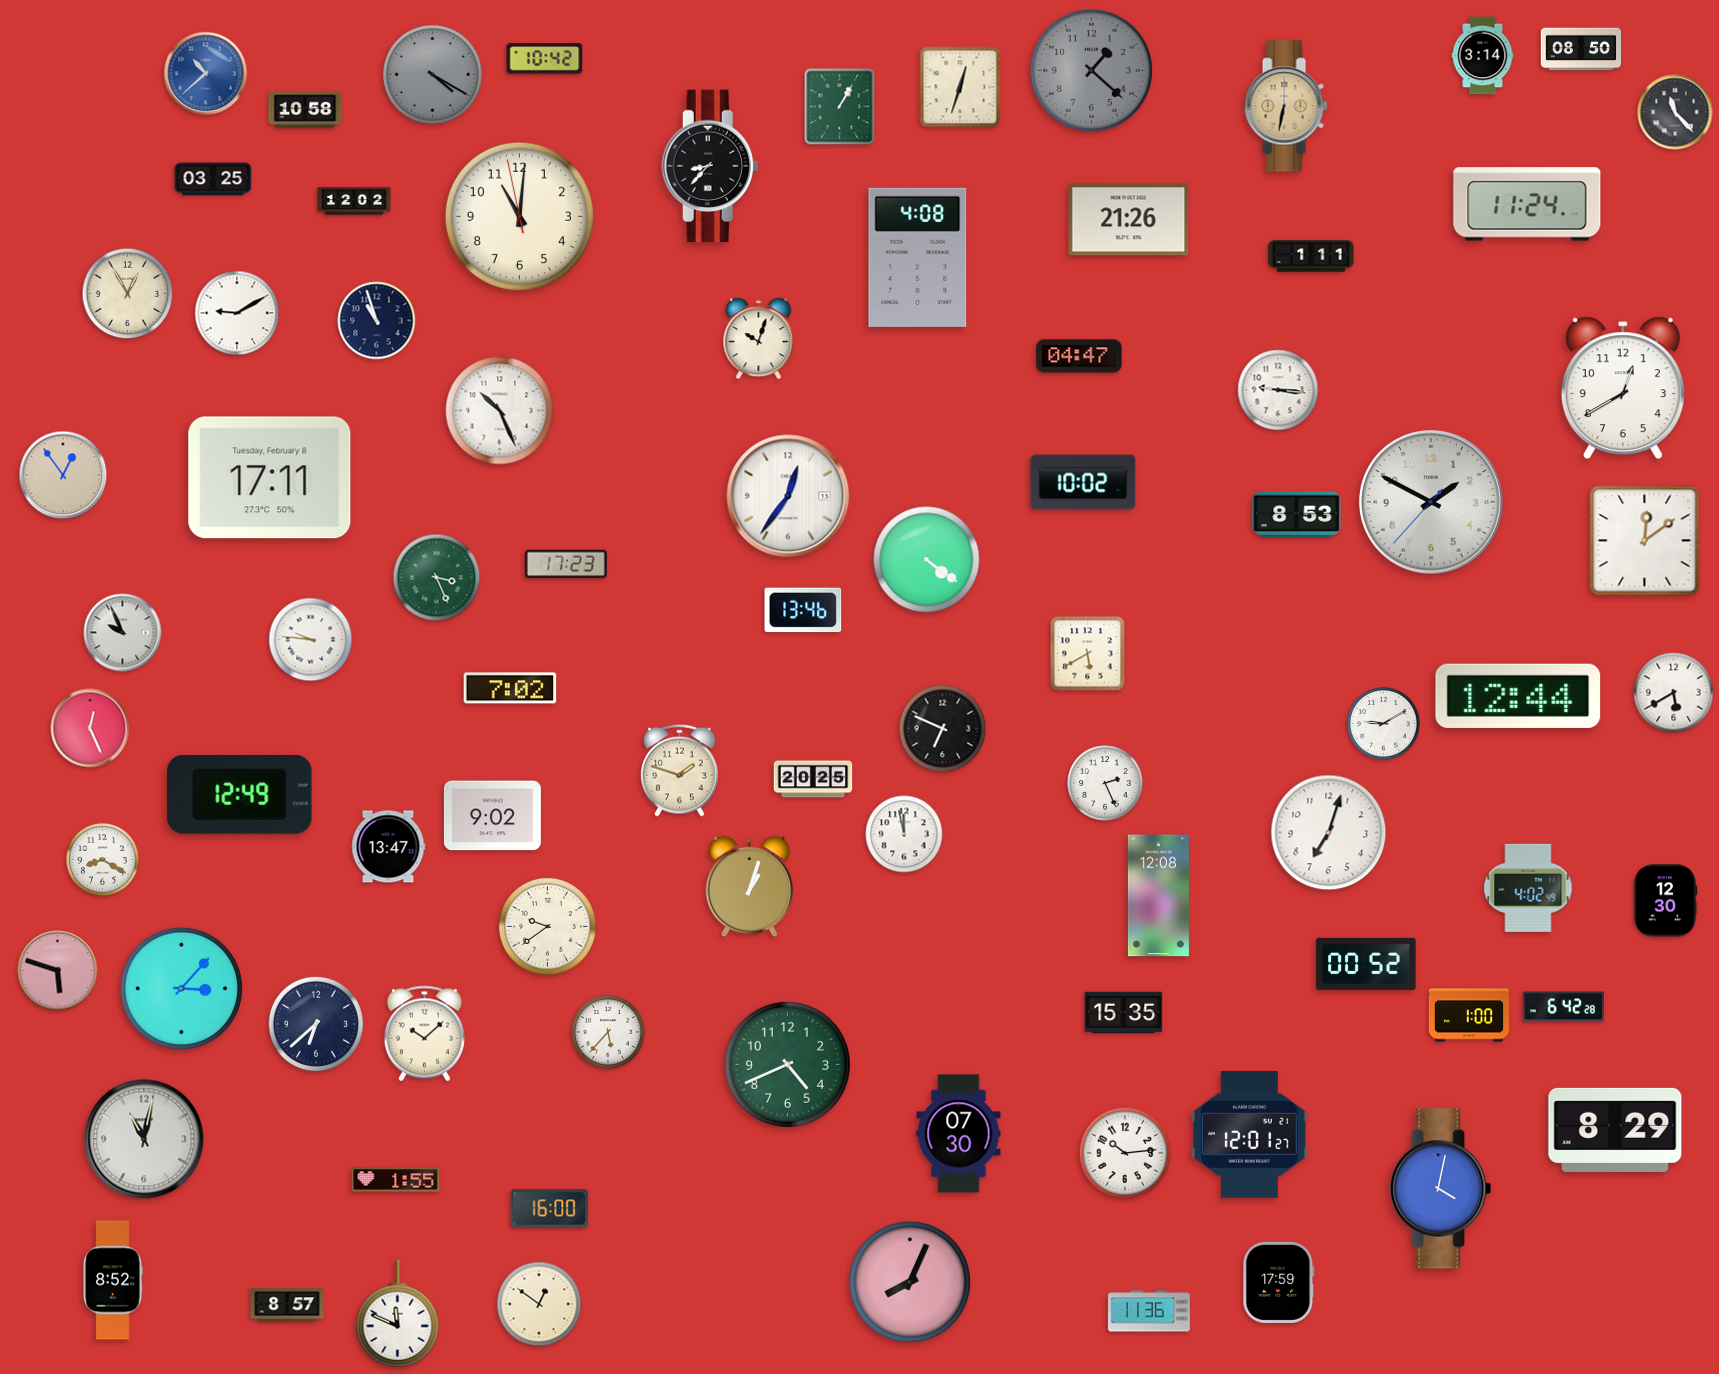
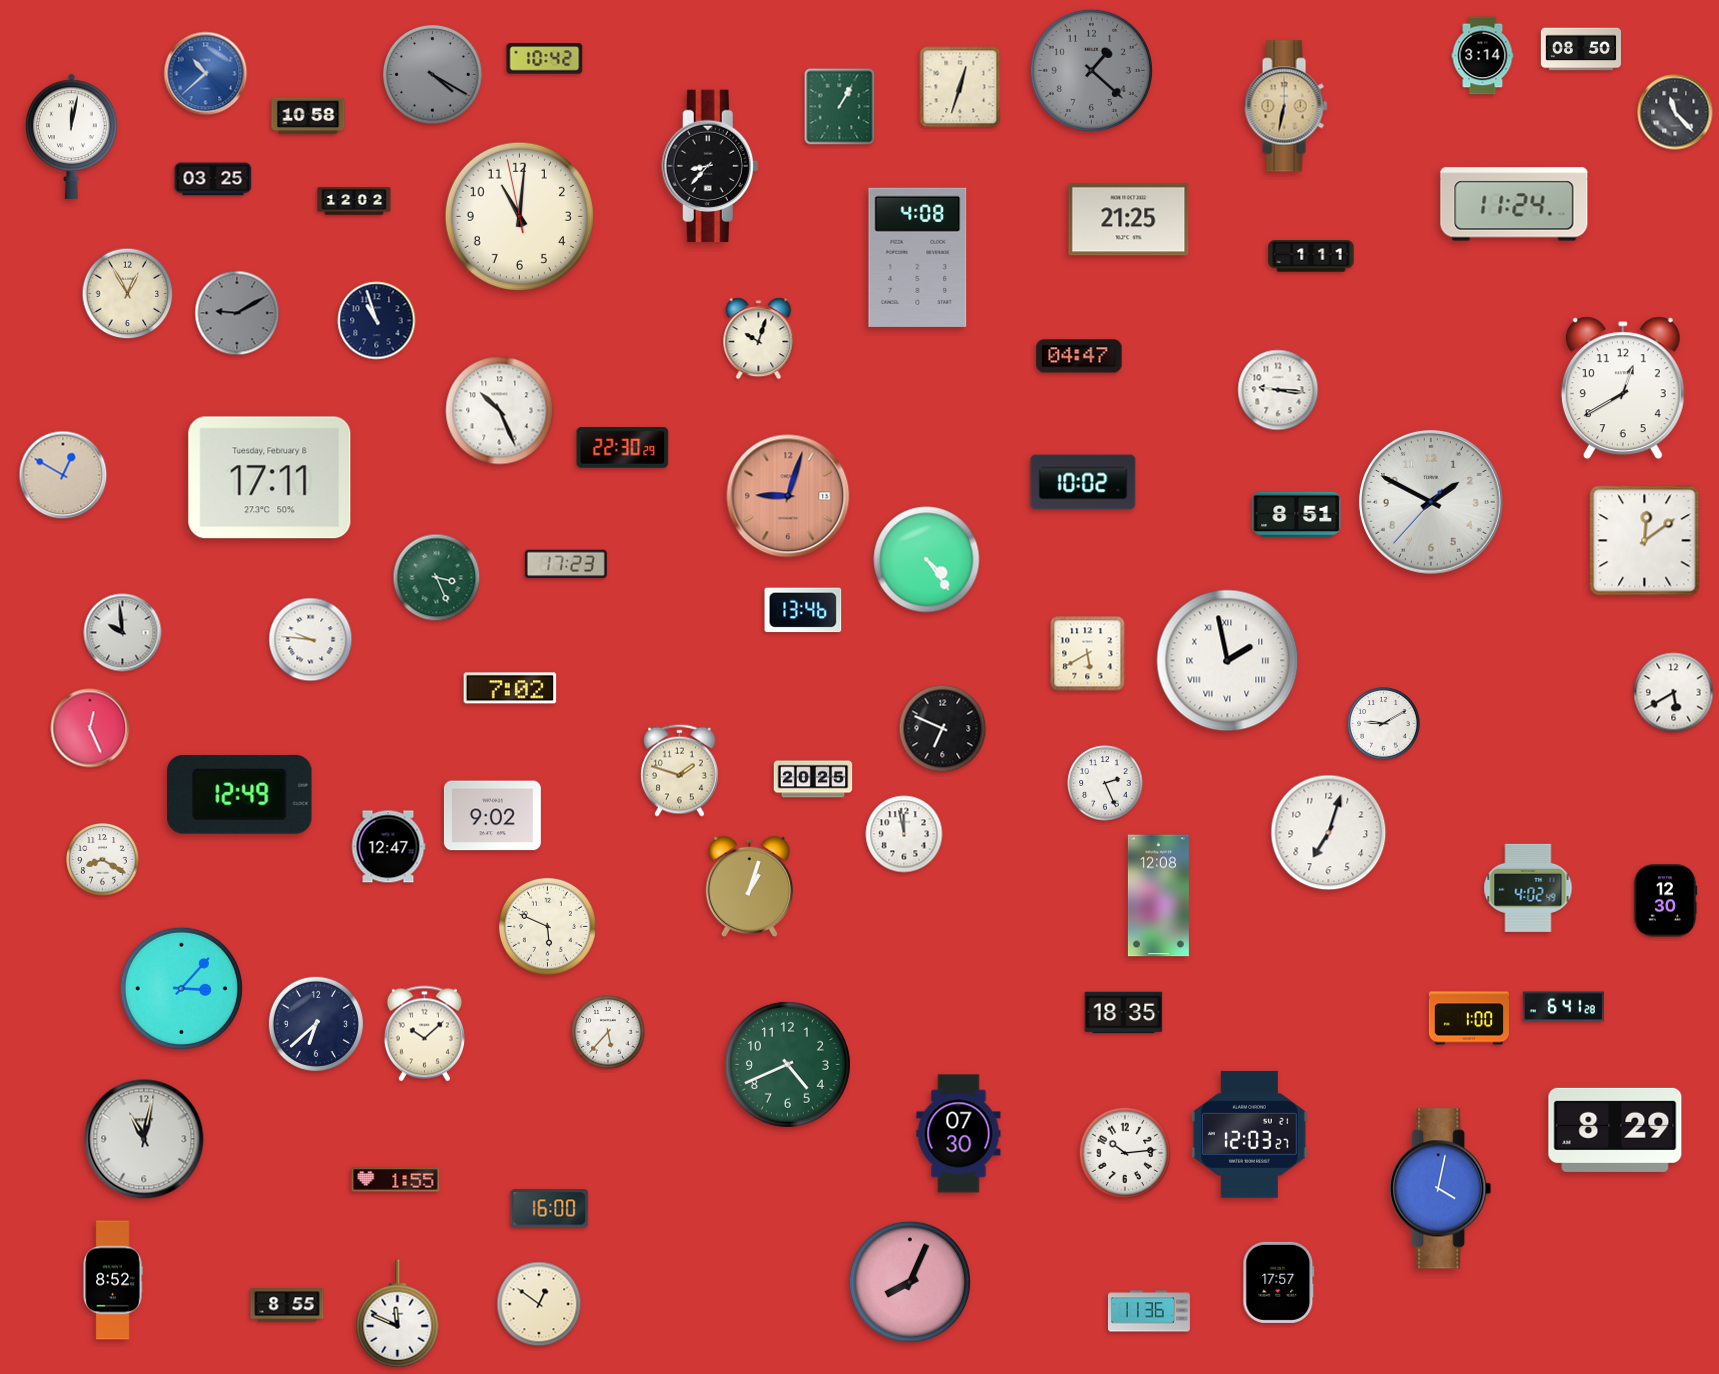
clock at (305, 110) position: (305, 110) -> (308, 116)
clock at (72, 136): none -> 12:02
clock at (1527, 204) position: (1527, 204) -> (1514, 204)
clock at (1129, 220): 21:26 -> 21:25
clock at (237, 313) dial: white -> grey
clock at (623, 448): none -> 22:30
clock at (63, 475): 12:54 -> 12:50
clock at (788, 496): 12:36 -> 9:03
clock at (788, 496) dial: white -> salmon
clock at (1297, 515): 8:53 -> 8:51
clock at (927, 560): 4:21 -> 4:24
clock at (123, 633): 9:56 -> 9:59
clock at (1228, 661): none -> 1:58
clock at (1518, 696): 12:44 -> none
clock at (388, 847): 13:47 -> 12:47
clock at (547, 926): 9:39 -> 5:49
clock at (1366, 964): 00:52 -> none
clock at (58, 971): 5:48 -> none
clock at (1563, 1007): 6:42 -> 6:41
clock at (1124, 1013): 15:35 -> 18:35
clock at (1468, 1015) position: (1468, 1015) -> (1468, 1018)
clock at (1249, 1134): 12:01 -> 12:03
clock at (1279, 1282): 17:59 -> 17:57
clock at (287, 1305): 8:57 -> 8:55
